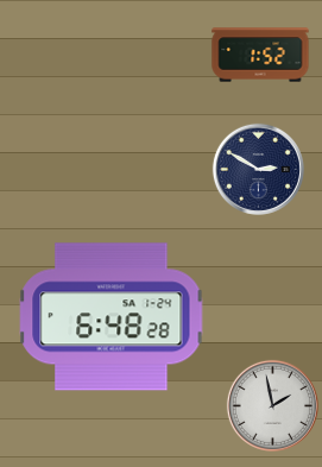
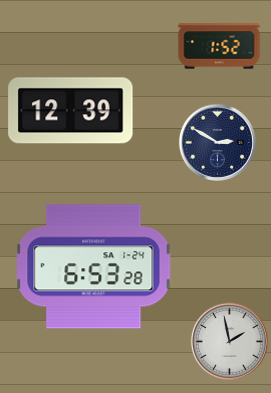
clock at (71, 111): none -> 12:39
clock at (112, 317): 6:48 -> 6:53
